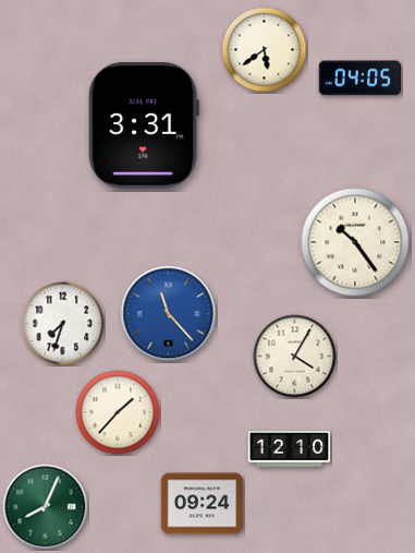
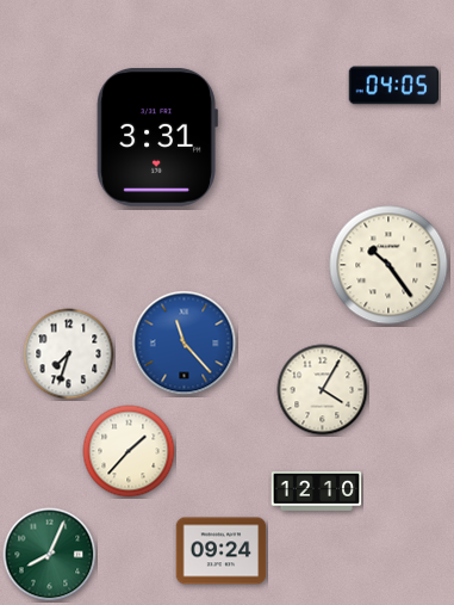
clock at (265, 50): 5:39 -> none
